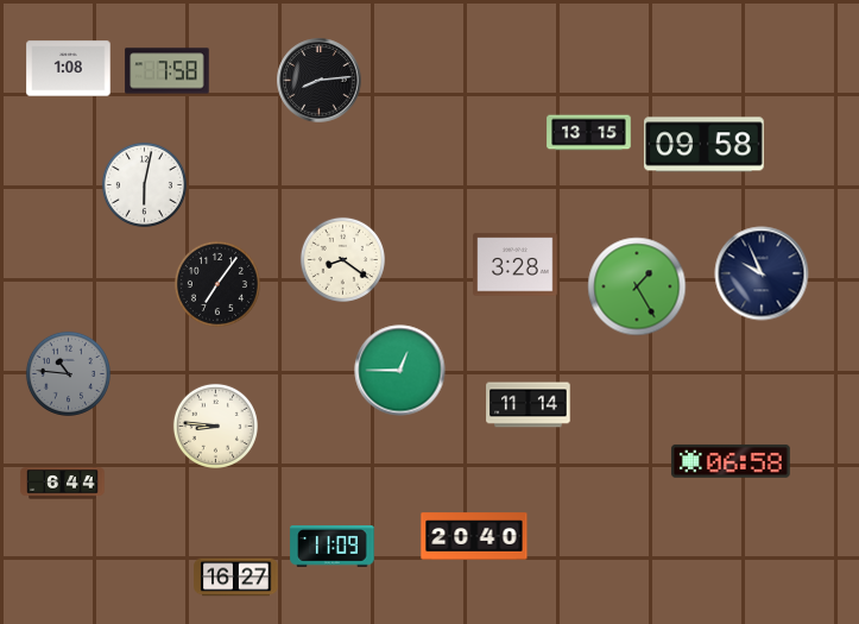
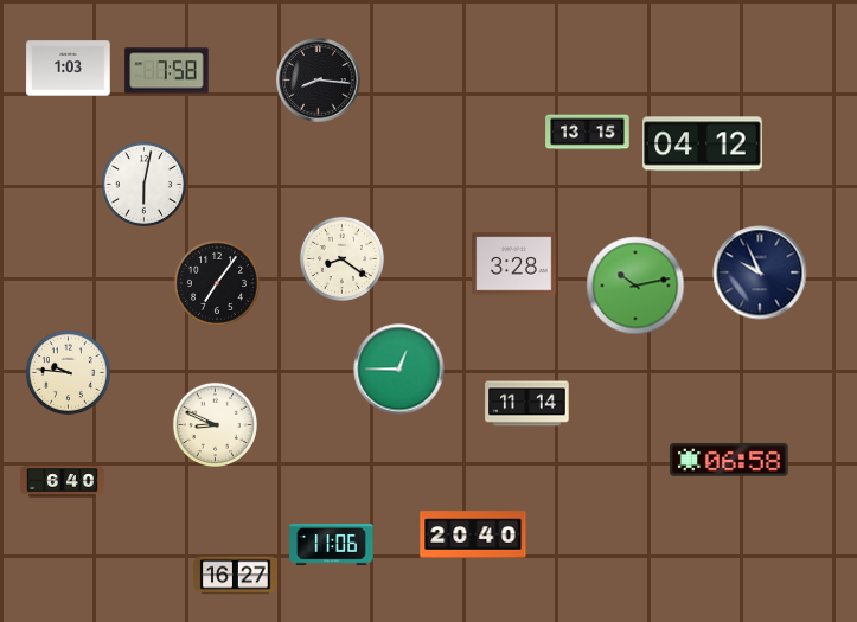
clock at (69, 69): 1:08 -> 1:03
clock at (320, 81): 8:14 -> 8:16
clock at (705, 145): 09:58 -> 04:12
clock at (637, 286): 1:25 -> 10:13
clock at (68, 373): 10:46 -> 9:46
clock at (68, 373) dial: grey -> cream
clock at (215, 426): 8:46 -> 8:49
clock at (63, 484): 6:44 -> 6:40
clock at (333, 547): 11:09 -> 11:06
